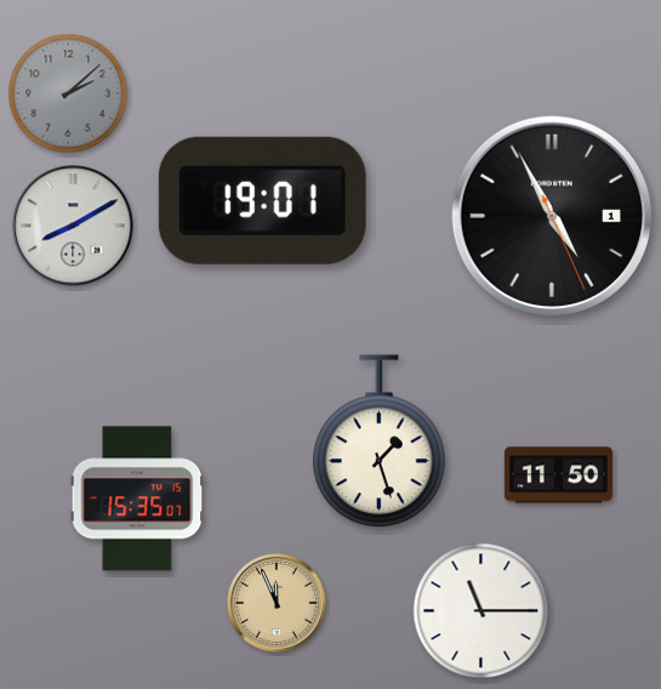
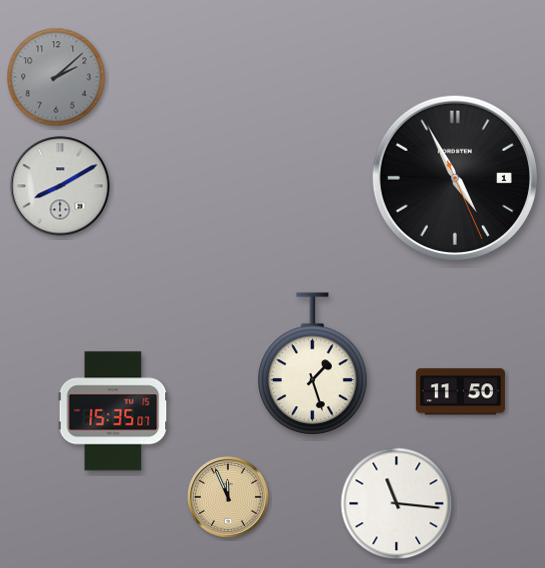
clock at (262, 200): 19:01 -> none
clock at (481, 611): 11:15 -> 11:16
